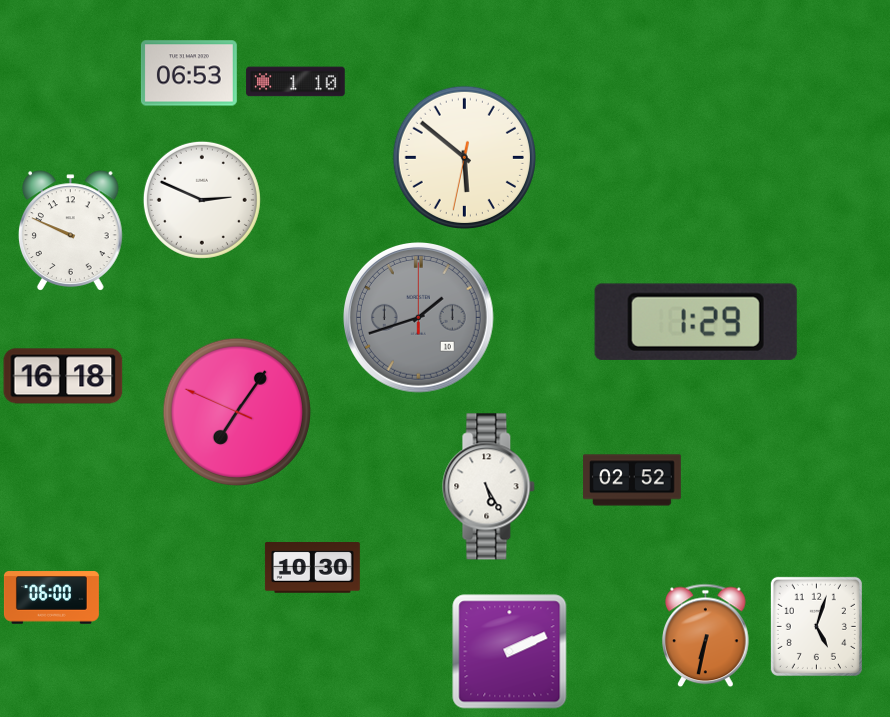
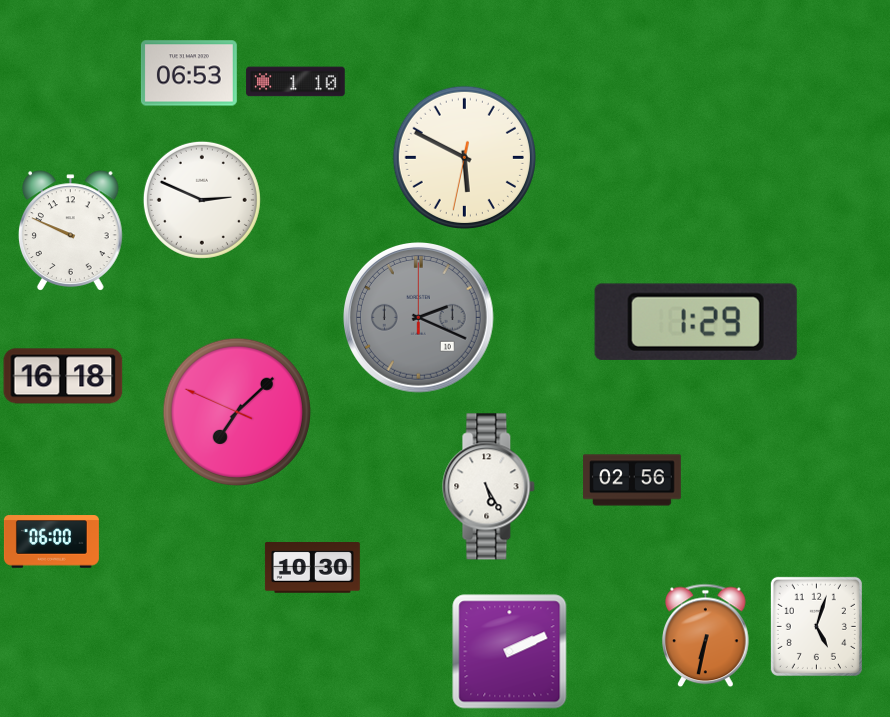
clock at (464, 157): 5:51 -> 5:49
clock at (419, 318): 1:42 -> 2:19
clock at (237, 412): 7:05 -> 7:07
clock at (632, 480): 02:52 -> 02:56
clock at (51, 598) position: (51, 598) -> (51, 542)
